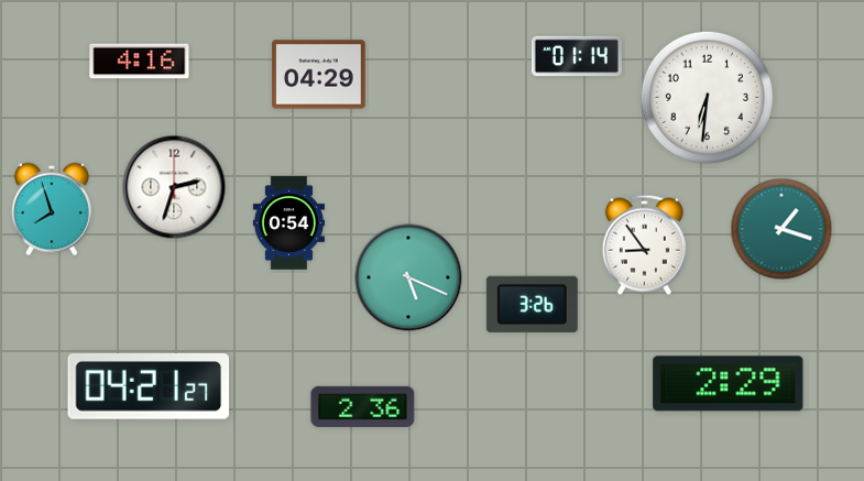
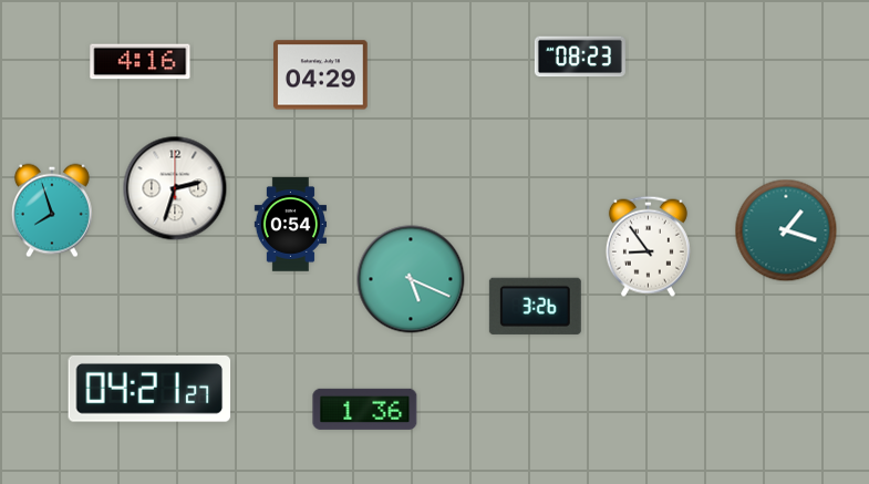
clock at (577, 56): 01:14 -> 08:23
clock at (707, 97): 6:31 -> none
clock at (729, 384): 2:29 -> none
clock at (363, 406): 2:36 -> 1:36
